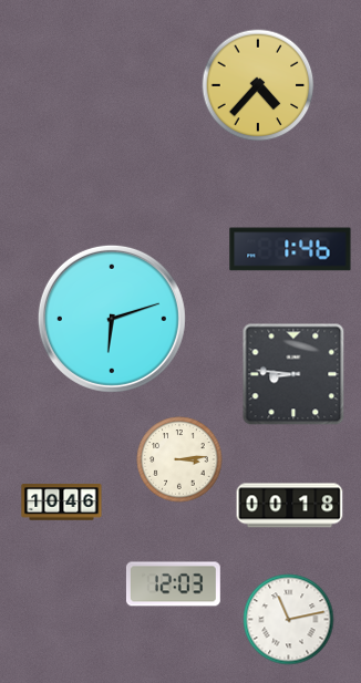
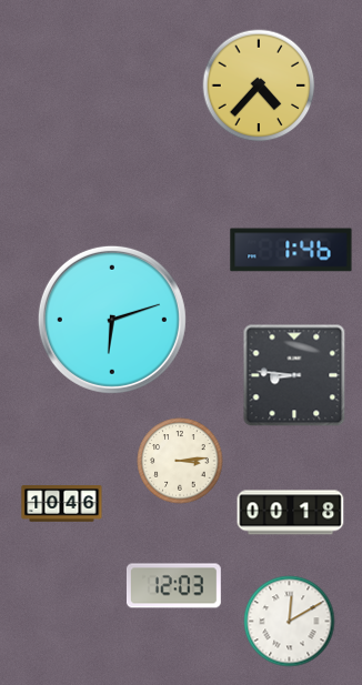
clock at (290, 506) position: (290, 506) -> (291, 513)
clock at (289, 620): 11:13 -> 12:10
